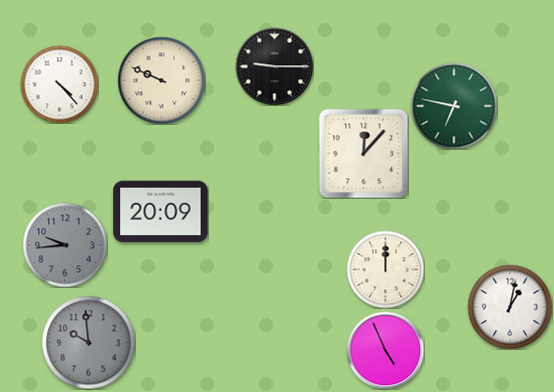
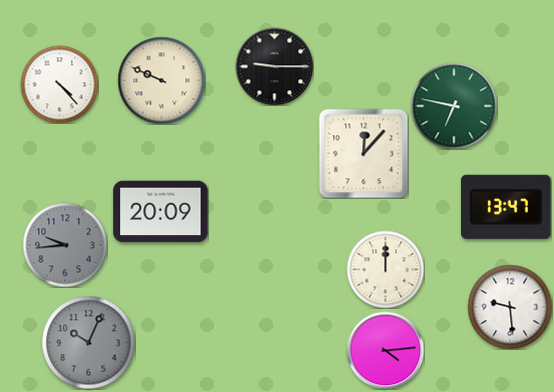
clock at (507, 207): none -> 13:47
clock at (510, 307): 1:02 -> 9:29
clock at (88, 342): 9:59 -> 10:04
clock at (385, 350): 4:56 -> 4:14
